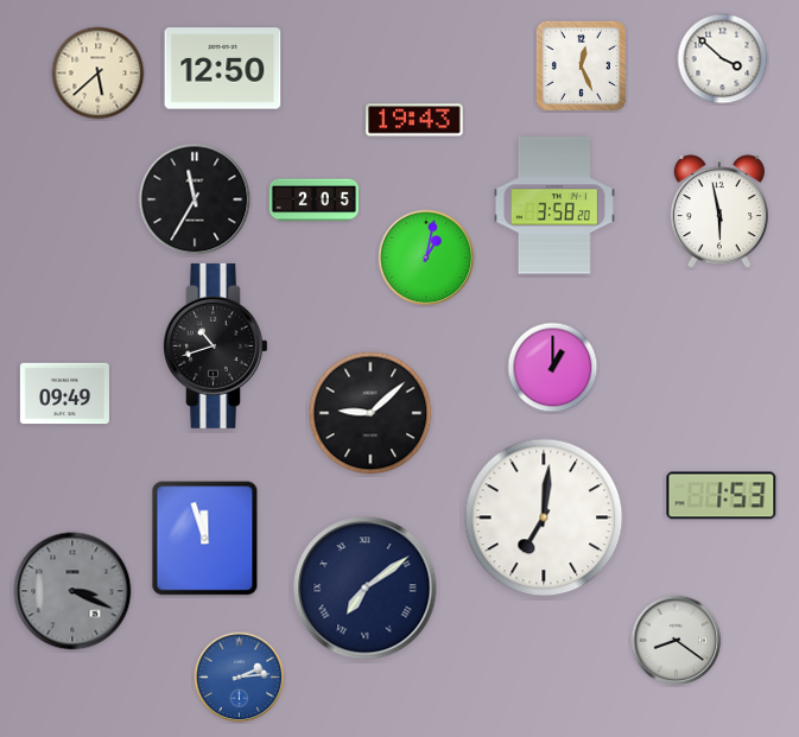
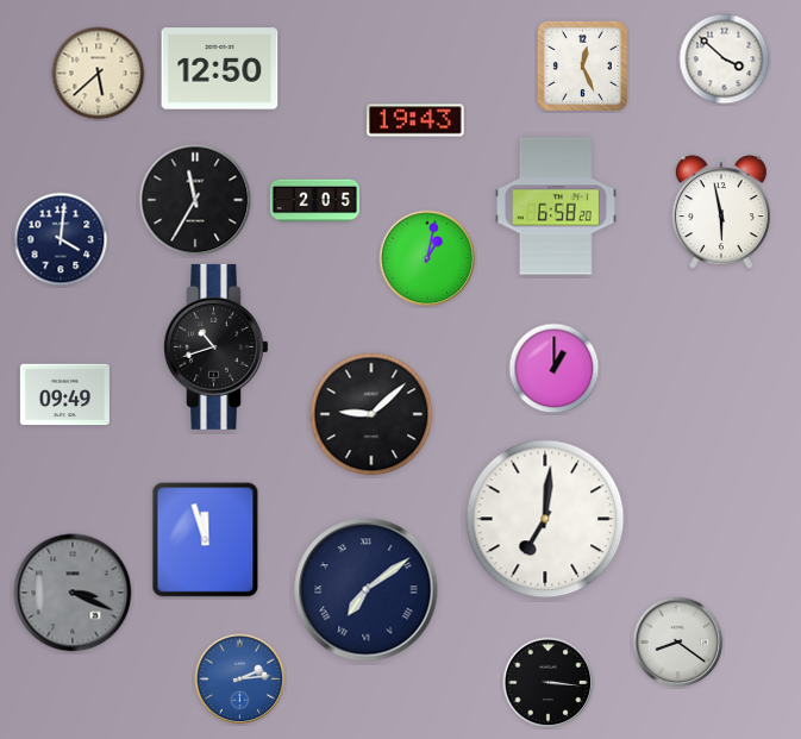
clock at (223, 69) position: (223, 69) -> (220, 69)
clock at (556, 205): 3:58 -> 6:58
clock at (61, 239): none -> 4:01
clock at (722, 496): 1:53 -> none
clock at (549, 683): none -> 3:16
